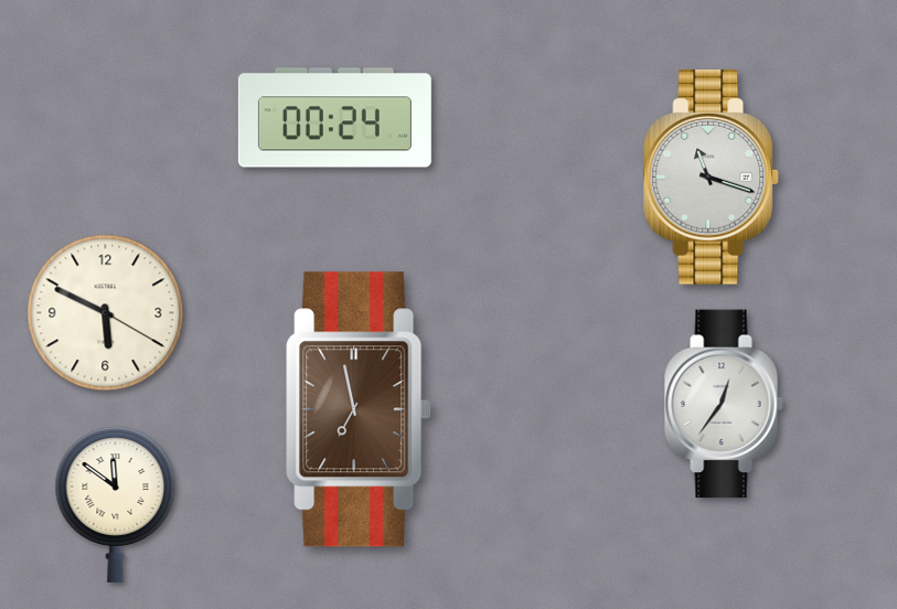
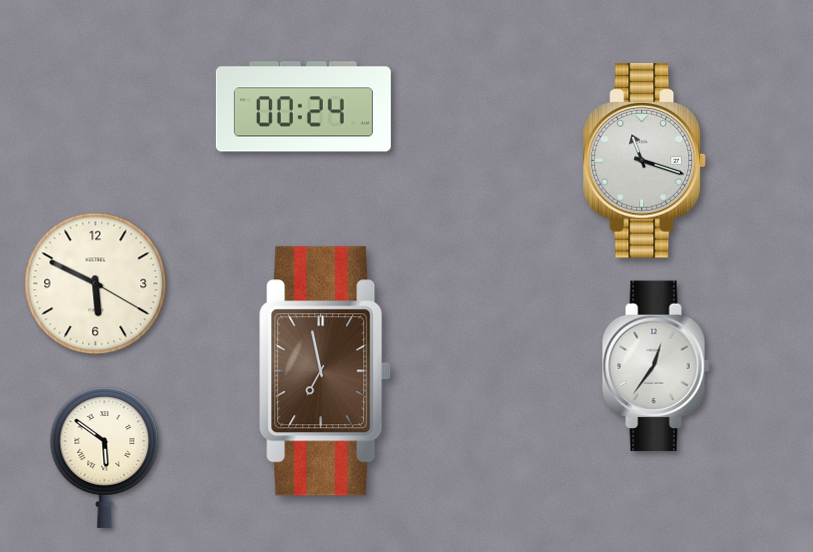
clock at (116, 504): 11:51 -> 5:51
